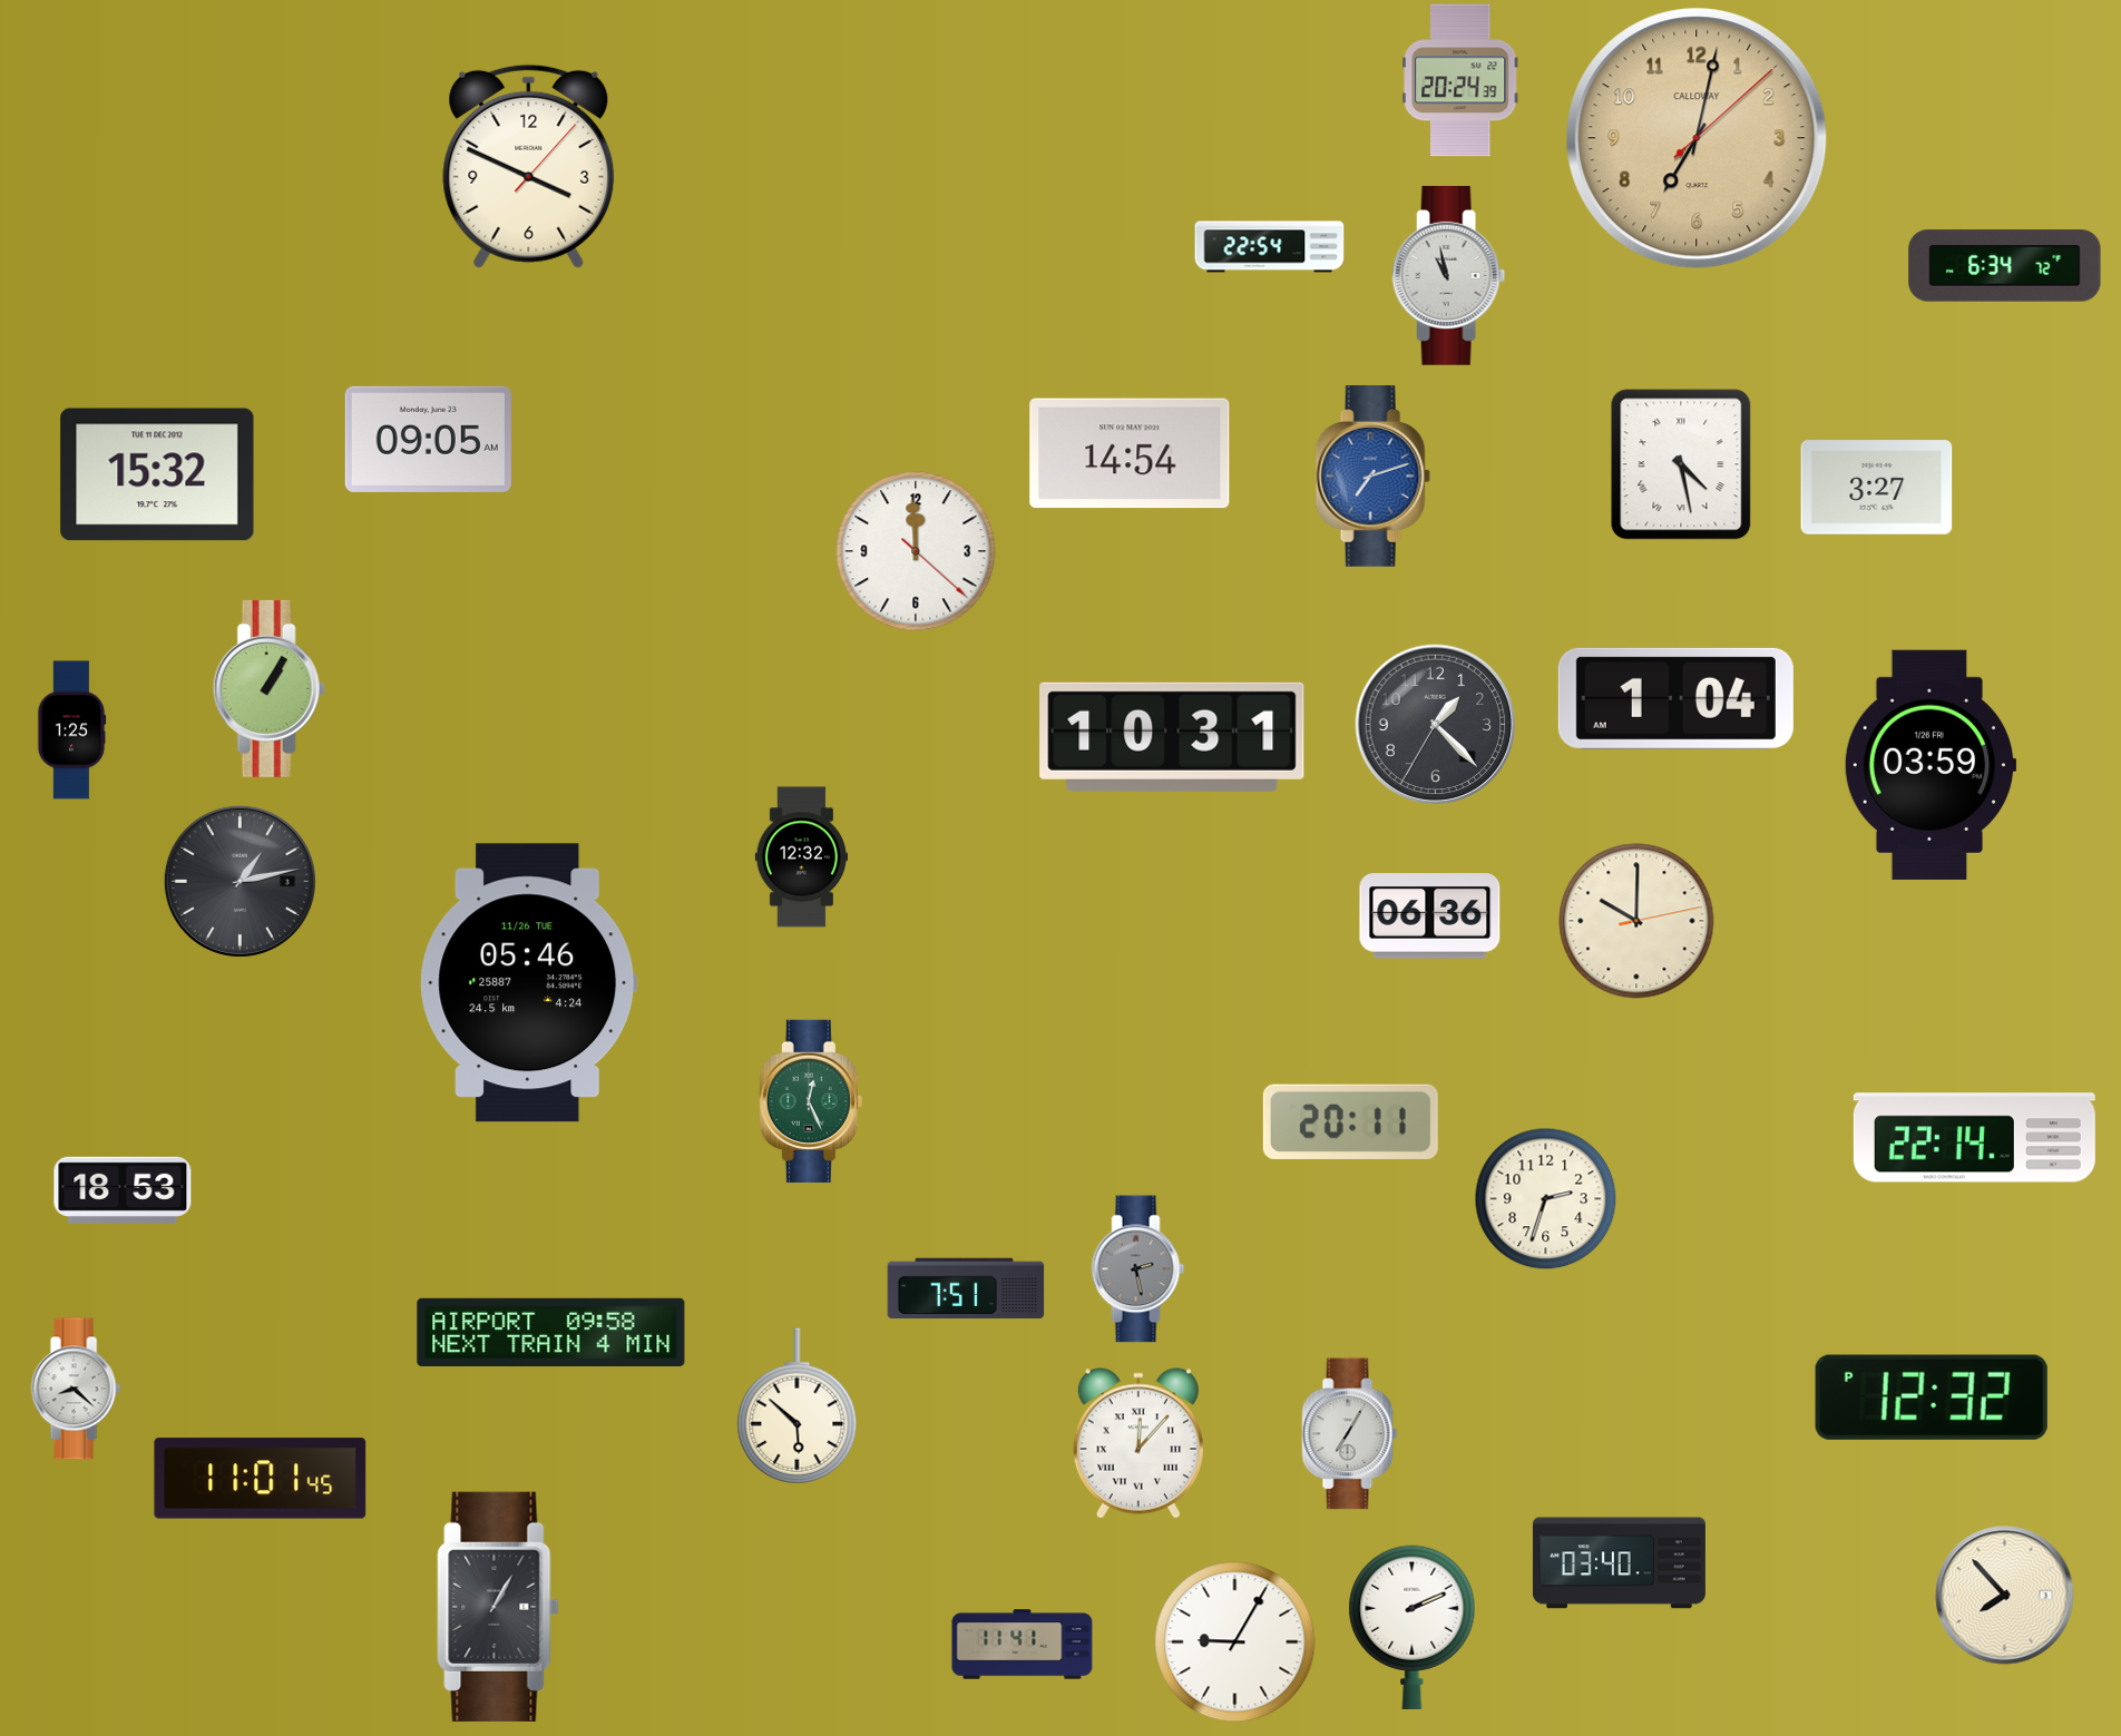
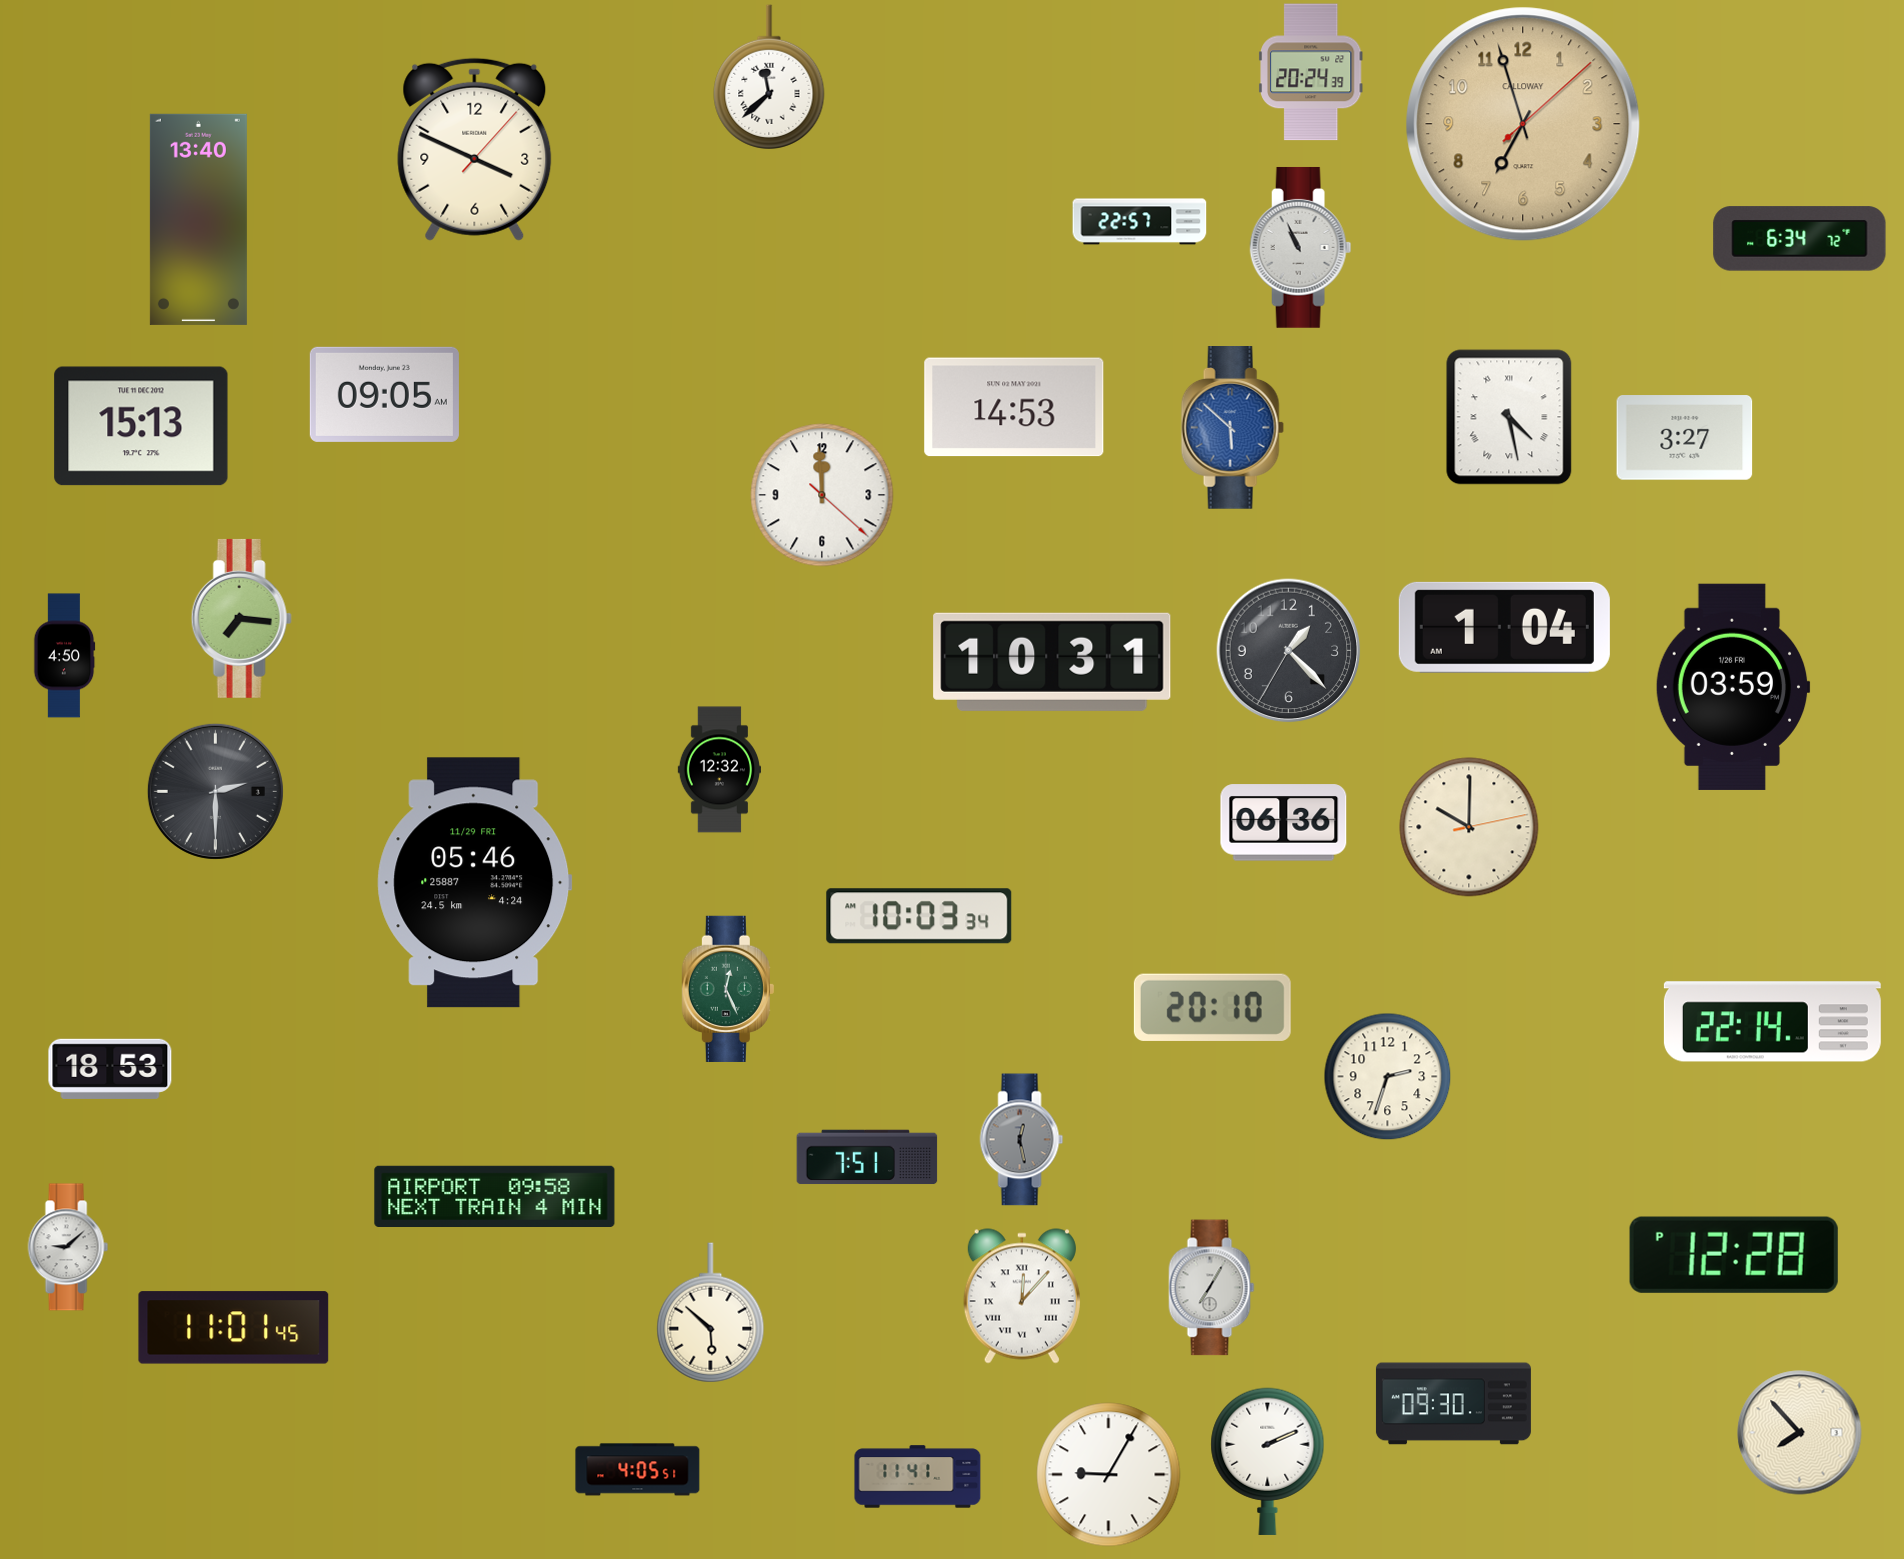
clock at (769, 77): none -> 11:38
clock at (1697, 138): 7:02 -> 6:57
clock at (198, 219): none -> 13:40
clock at (1270, 247): 22:54 -> 22:57
clock at (1449, 275): 10:58 -> 10:56
clock at (1130, 453): 14:54 -> 14:53
clock at (157, 474): 15:32 -> 15:13
clock at (1372, 477): 7:12 -> 5:52
clock at (268, 688): 1:05 -> 7:16
clock at (71, 730): 1:25 -> 4:50
clock at (240, 881): 1:13 -> 2:30
clock at (529, 983) date: 11/26 TUE -> 11/29 FRI
clock at (919, 916): none -> 10:03
clock at (1350, 1121): 20:11 -> 20:10
clock at (1138, 1269): 2:28 -> 12:28
clock at (76, 1389): 8:22 -> 9:08
clock at (1932, 1397): 12:32 -> 12:28
clock at (798, 1406) position: (798, 1406) -> (711, 1313)
clock at (1619, 1563): 03:40 -> 09:30
clock at (498, 1607): 1:05 -> none
clock at (638, 1470): none -> 4:05
